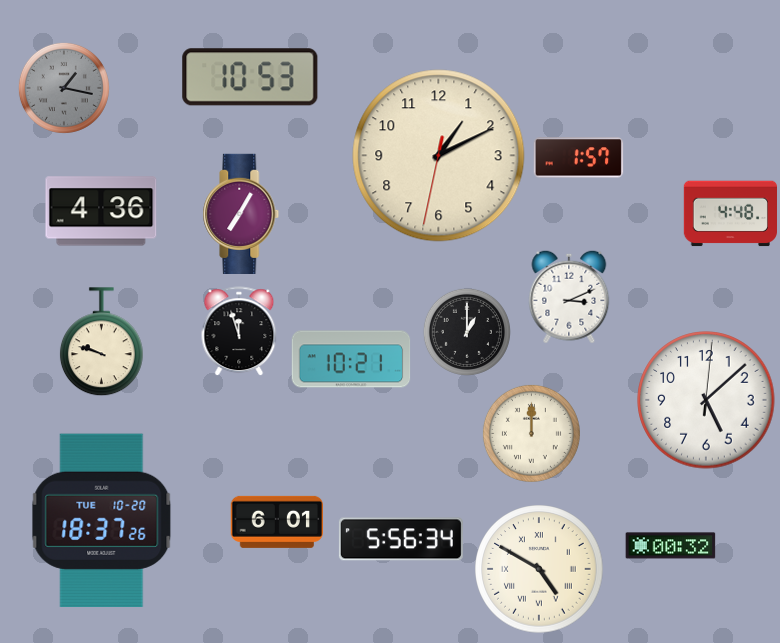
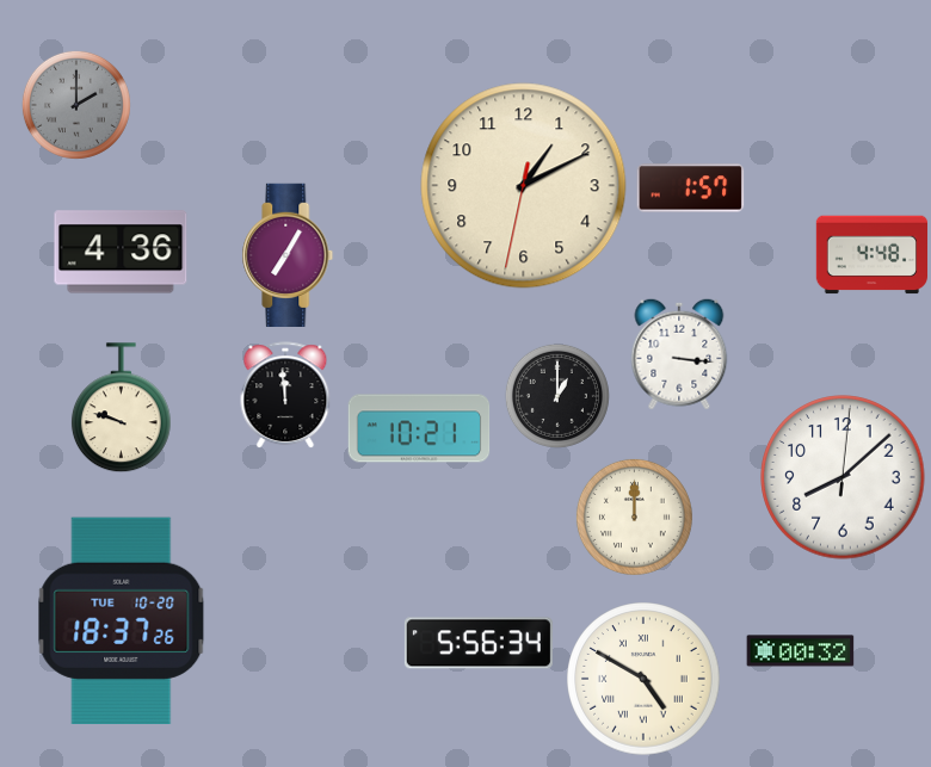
clock at (250, 77): 10:53 -> none
clock at (64, 88): 1:17 -> 2:00
clock at (569, 297): 3:11 -> 3:16
clock at (239, 332): 11:57 -> 11:59
clock at (706, 400): 5:08 -> 8:08
clock at (276, 522): 6:01 -> none
